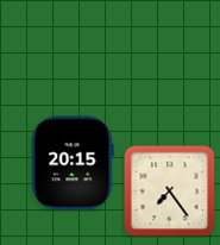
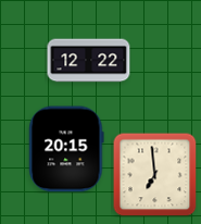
clock at (89, 61): none -> 12:22
clock at (169, 190): 7:24 -> 6:59
